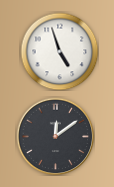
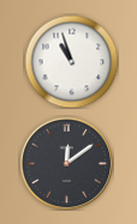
clock at (59, 51): 4:57 -> 10:57
